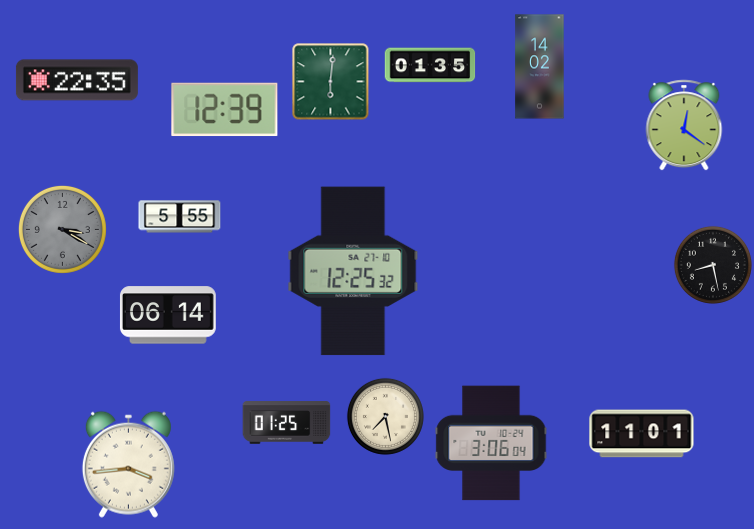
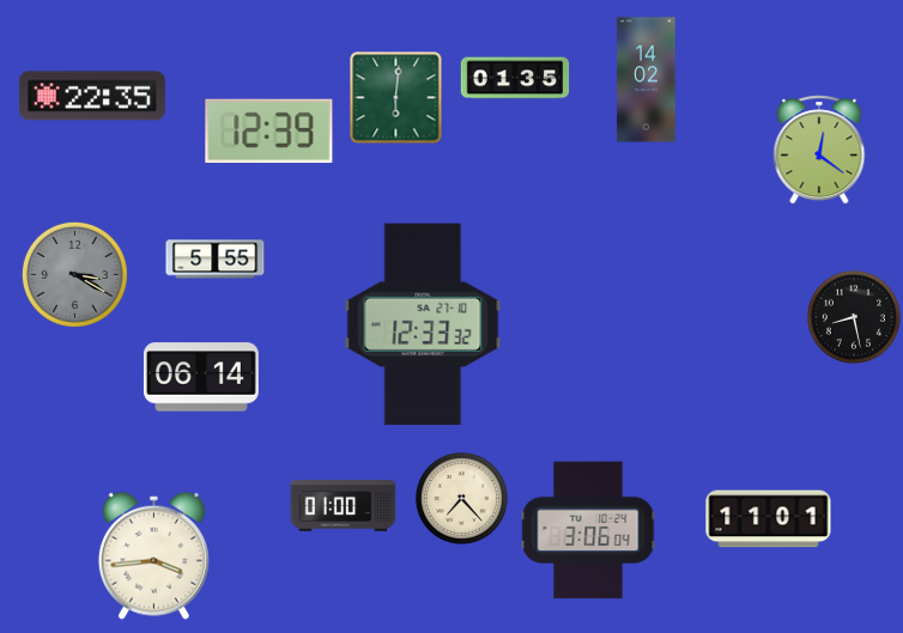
clock at (353, 271): 12:25 -> 12:33
clock at (385, 416): 7:28 -> 7:23
clock at (287, 423): 01:25 -> 01:00
